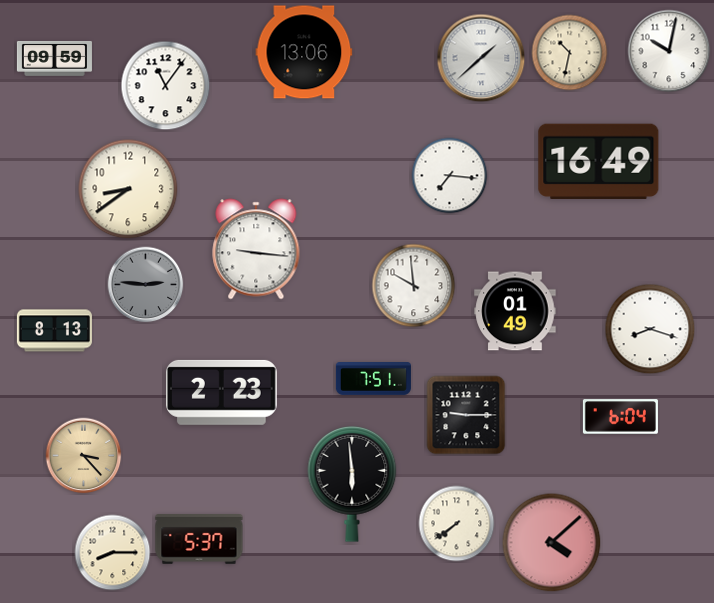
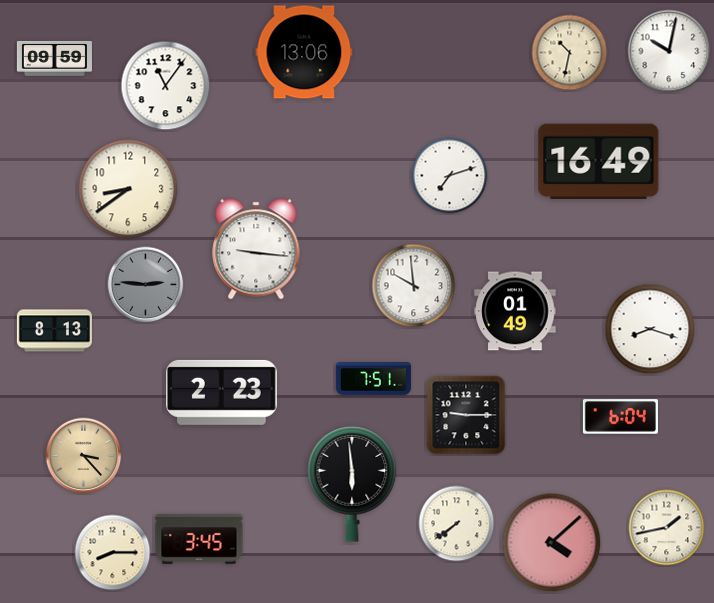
clock at (481, 58): 1:38 -> none
clock at (450, 176): 7:16 -> 7:12
clock at (667, 528): none -> 1:43
clock at (199, 540): 5:37 -> 3:45
